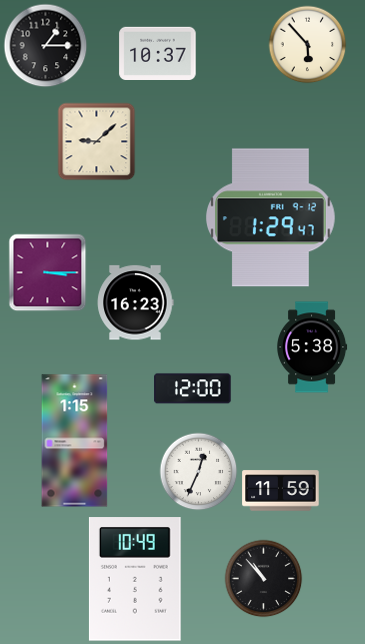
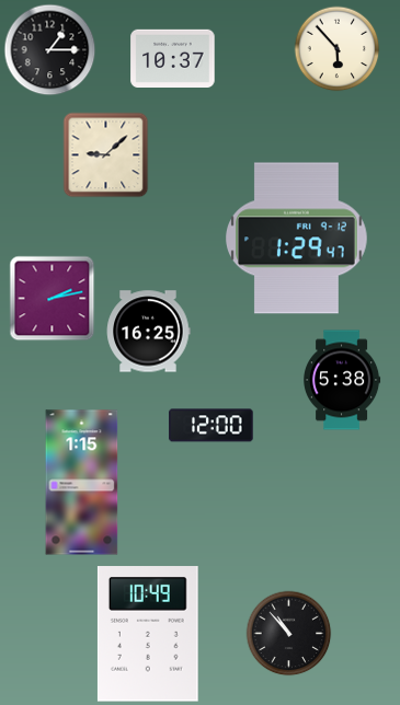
clock at (47, 272): 3:15 -> 2:13
clock at (136, 303): 16:23 -> 16:25
clock at (198, 471): 12:34 -> none
clock at (281, 491): 11:59 -> none
